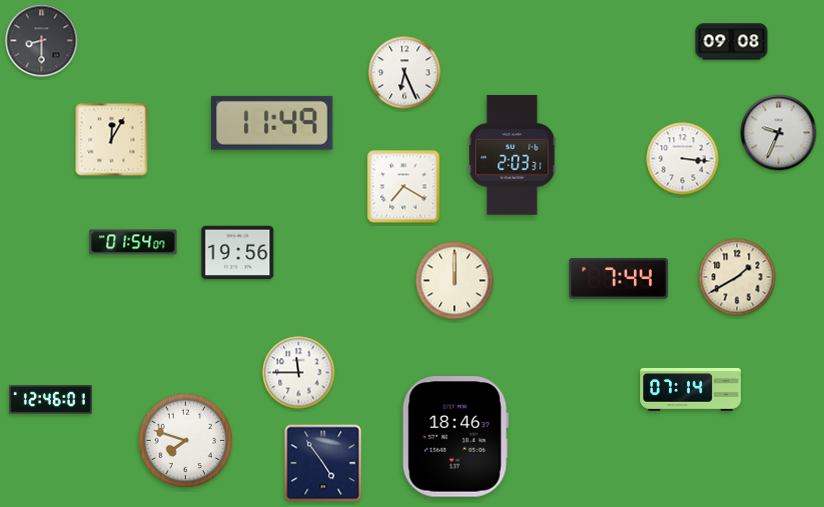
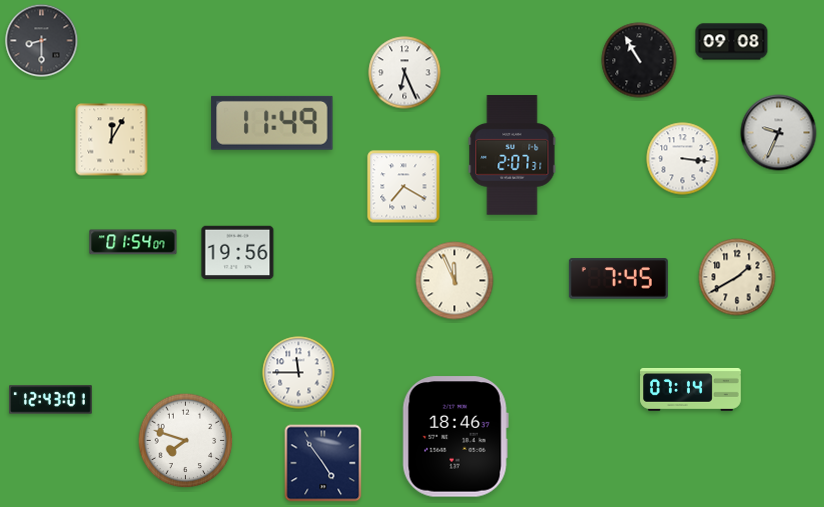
clock at (639, 60): none -> 10:55
clock at (512, 155): 2:03 -> 2:07
clock at (618, 279): 7:44 -> 7:45
clock at (455, 281): 12:00 -> 11:56
clock at (51, 400): 12:46 -> 12:43
